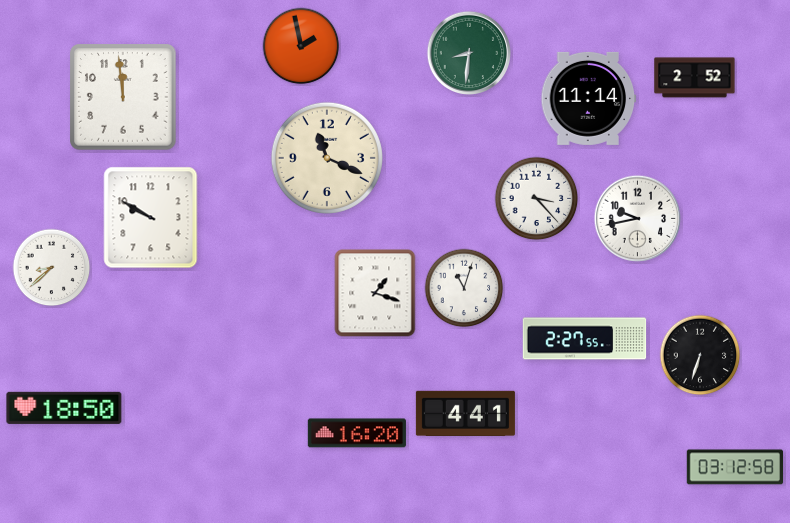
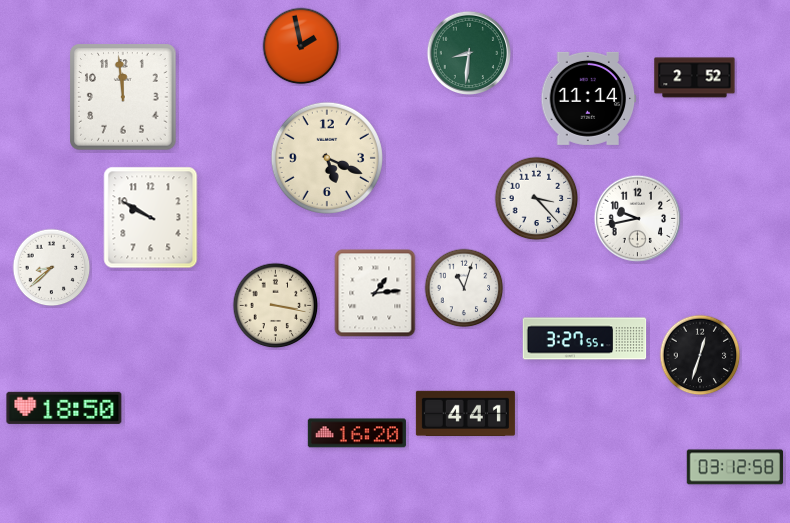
clock at (327, 158): 11:19 -> 5:19
clock at (375, 293): 1:18 -> 1:14
clock at (276, 306): none -> 3:17
clock at (585, 339): 2:27 -> 3:27
clock at (700, 355): 6:33 -> 12:33
